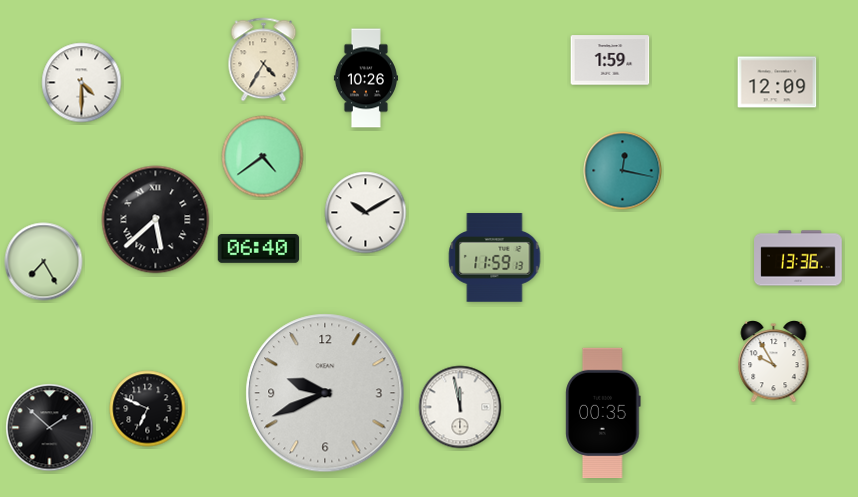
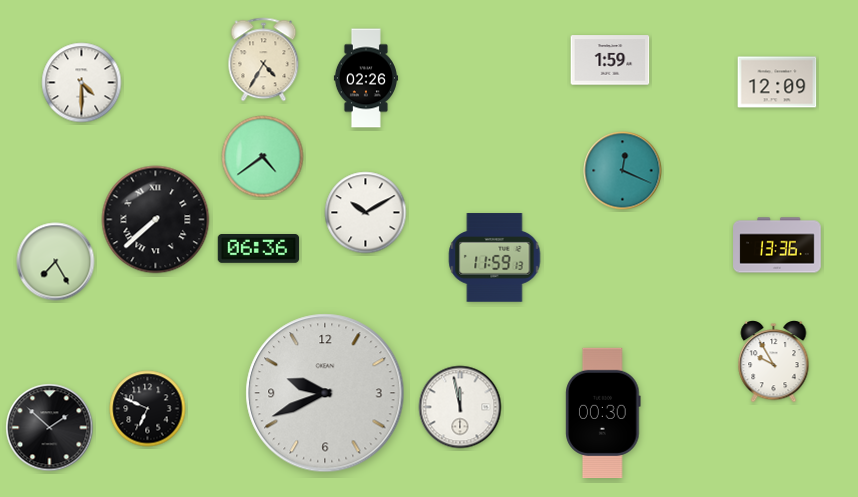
clock at (366, 78): 10:26 -> 02:26
clock at (623, 171): 12:17 -> 12:19
clock at (156, 220): 5:38 -> 7:38
clock at (259, 249): 06:40 -> 06:36
clock at (798, 258) position: (798, 258) -> (777, 245)
clock at (44, 262) position: (44, 262) -> (56, 262)
clock at (603, 412): 00:35 -> 00:30
